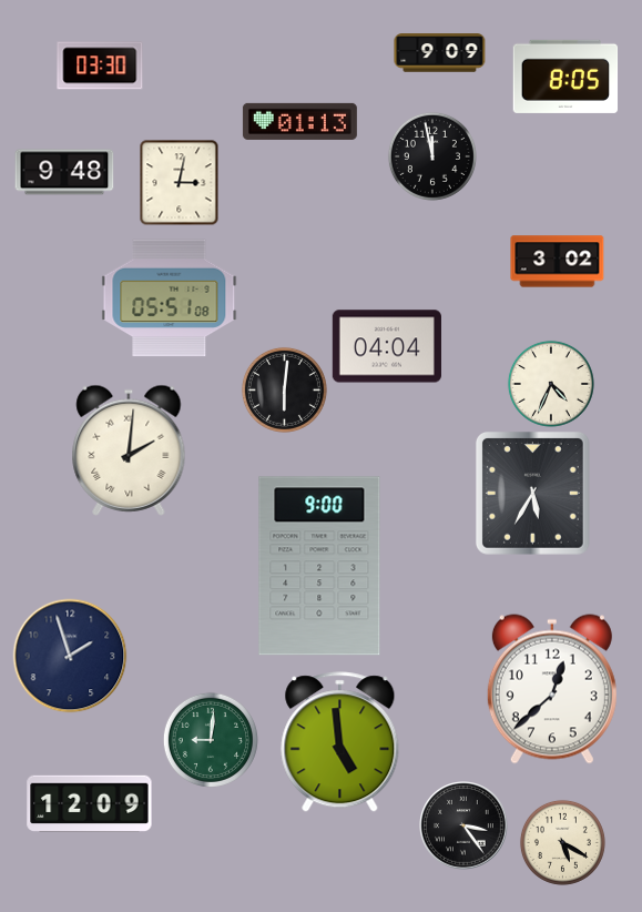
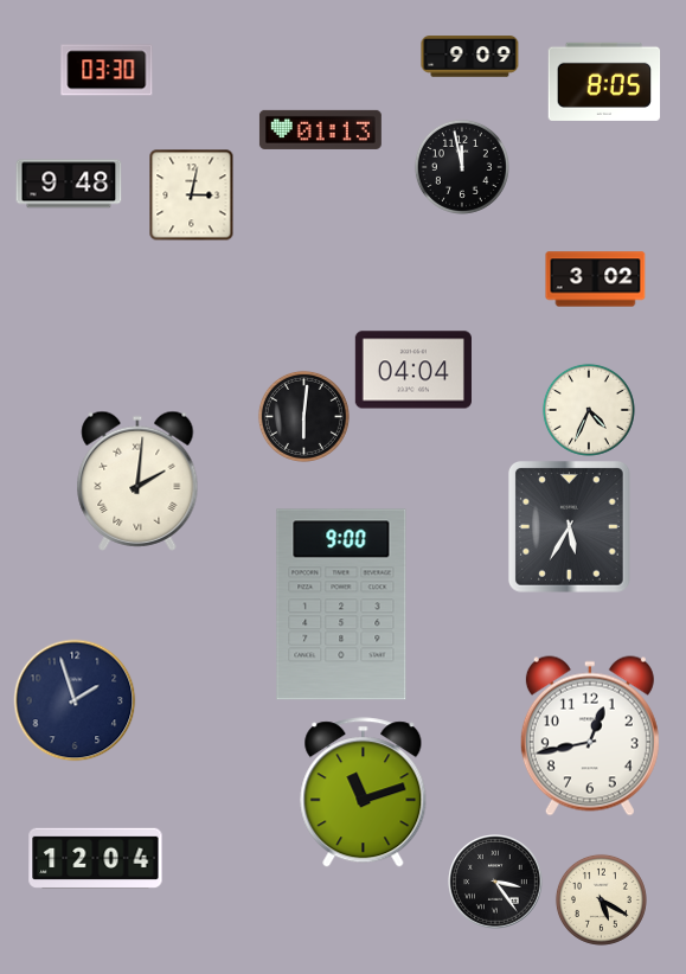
clock at (170, 298): 05:51 -> none
clock at (552, 689): 12:38 -> 12:43
clock at (211, 740): 9:01 -> none
clock at (340, 742): 4:59 -> 11:12
clock at (90, 803): 12:09 -> 12:04
